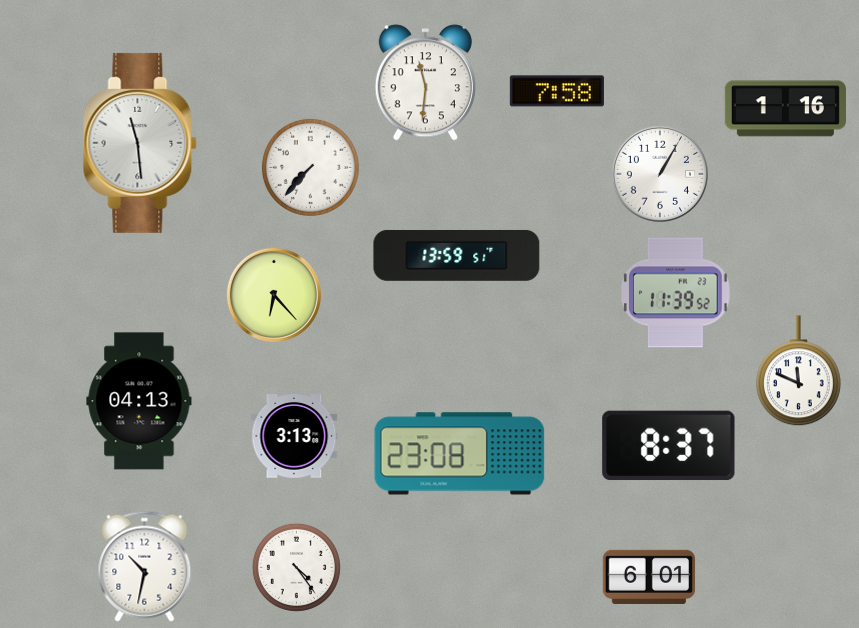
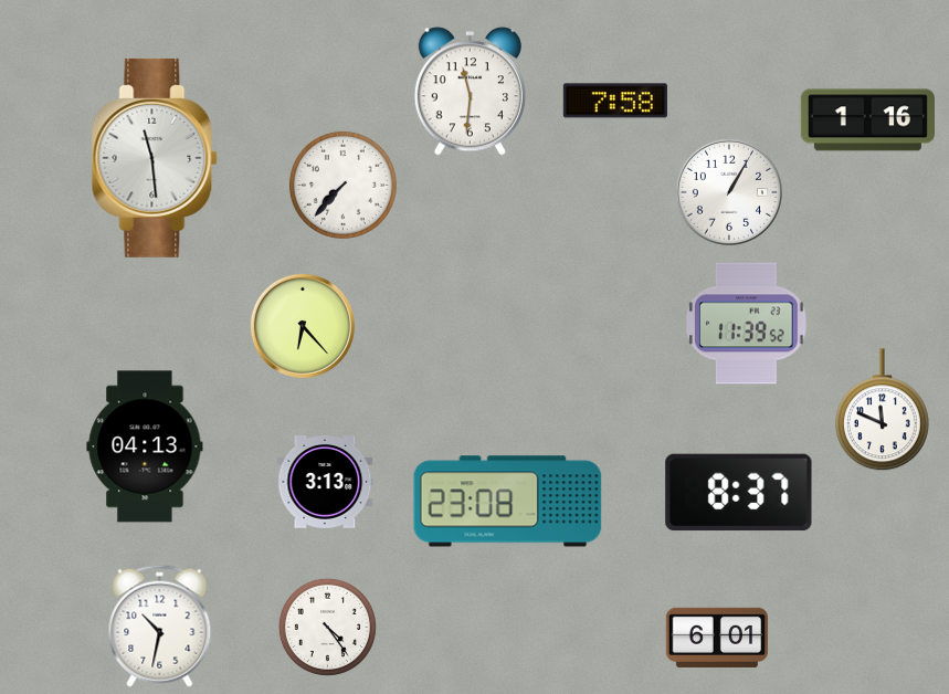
clock at (457, 255): 13:59 -> none
clock at (139, 401) position: (139, 401) -> (145, 446)
